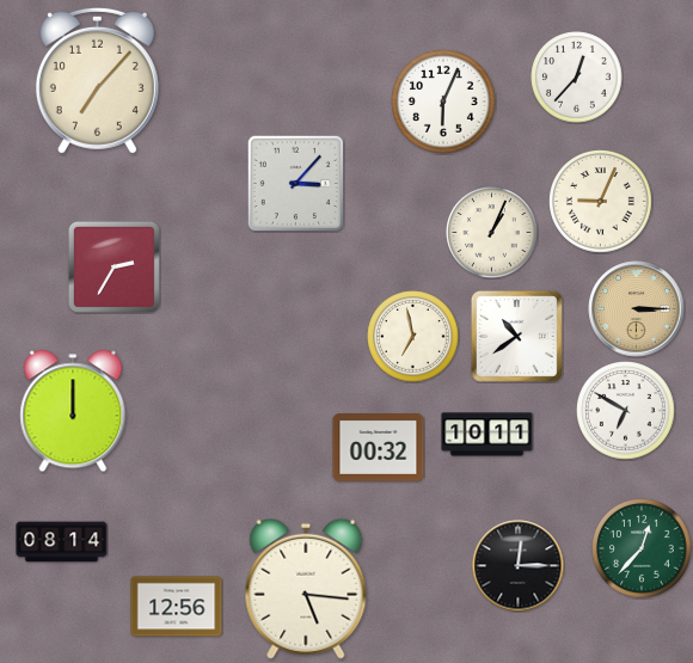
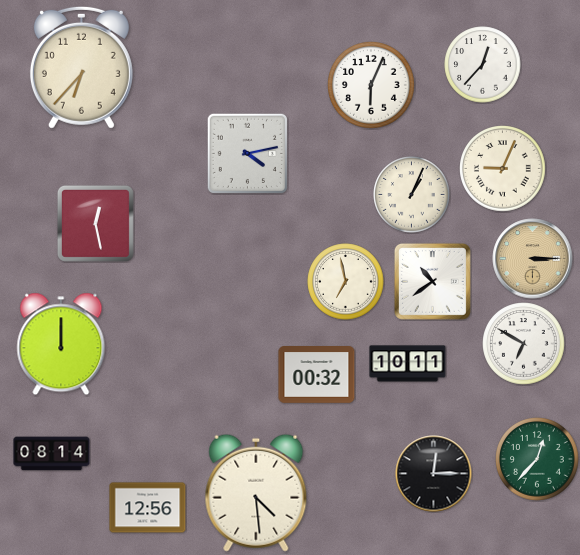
clock at (97, 80): 7:07 -> 6:37
clock at (295, 183): 3:07 -> 4:13
clock at (114, 266): 2:35 -> 12:28
clock at (306, 589): 5:16 -> 4:29
